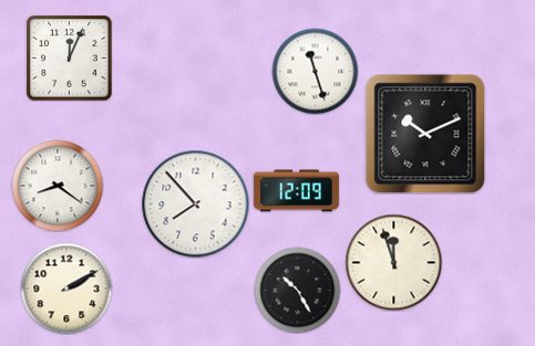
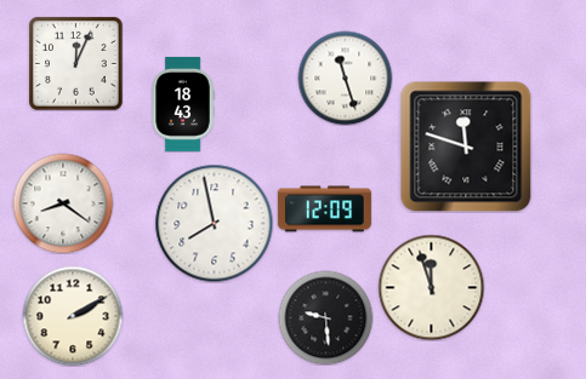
clock at (183, 104): none -> 18:43
clock at (425, 134): 10:11 -> 11:48
clock at (195, 203): 7:53 -> 7:58
clock at (297, 290): 10:25 -> 9:29
